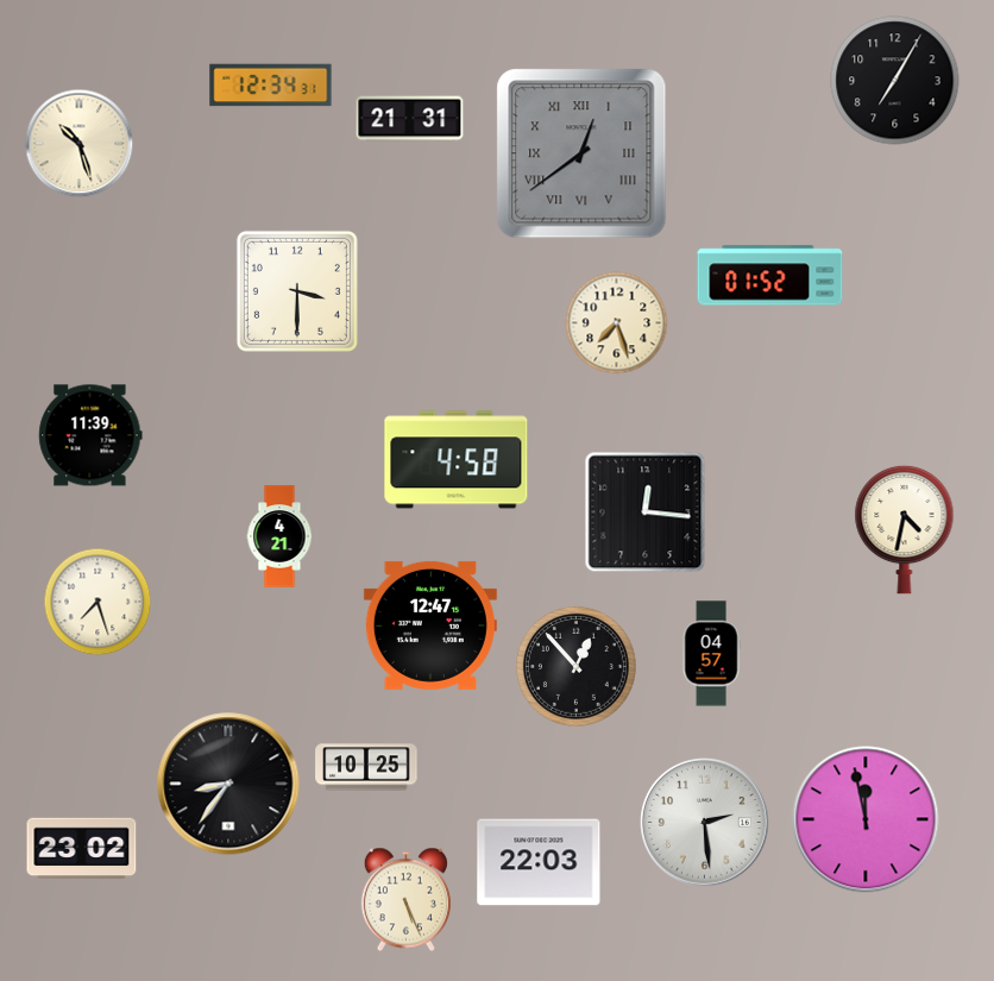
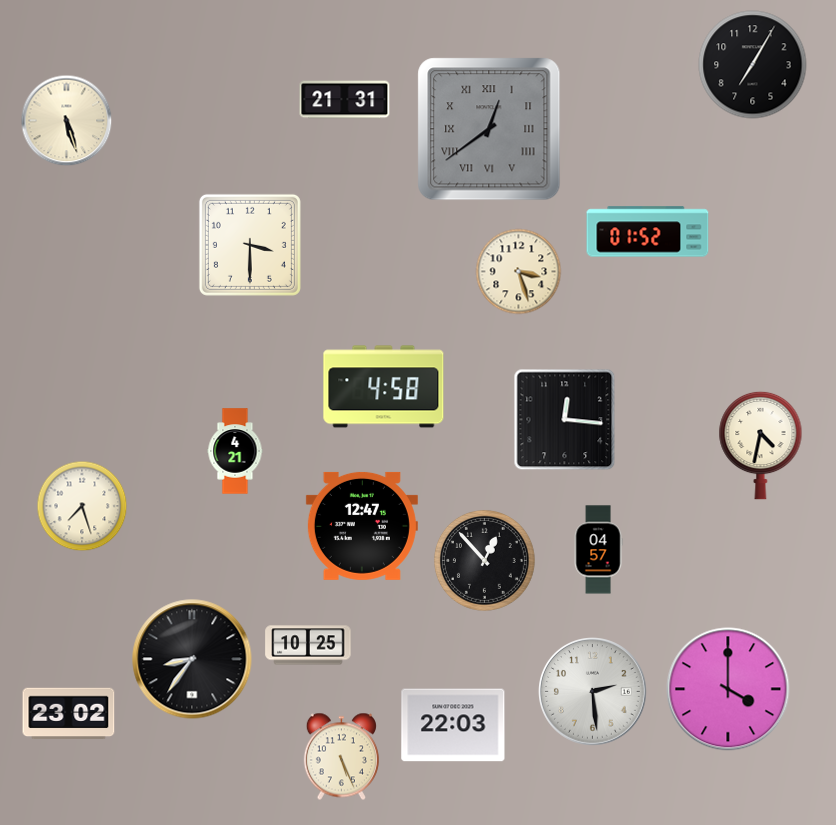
clock at (895, 81) position: (895, 81) -> (753, 65)
clock at (271, 86): 12:34 -> none
clock at (80, 144): 10:27 -> 5:27
clock at (617, 323): 7:27 -> 3:27
clock at (90, 435): 11:39 -> none
clock at (646, 512) position: (646, 512) -> (565, 420)
clock at (866, 819): 11:58 -> 4:00
